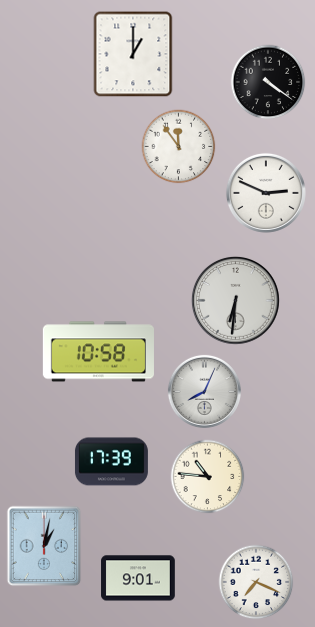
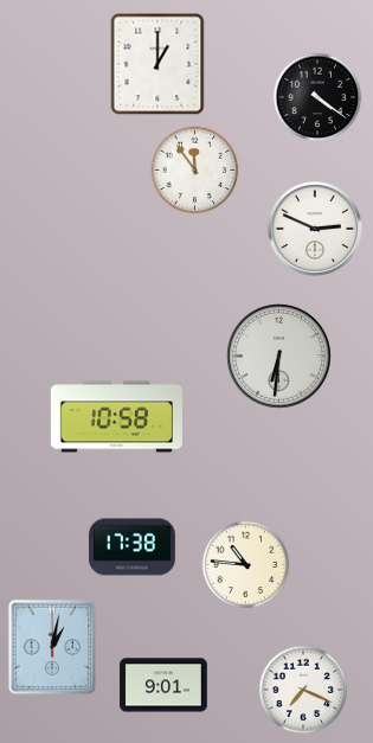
clock at (179, 147) position: (179, 147) -> (195, 171)
clock at (204, 391): 8:04 -> none
clock at (112, 462): 17:39 -> 17:38
